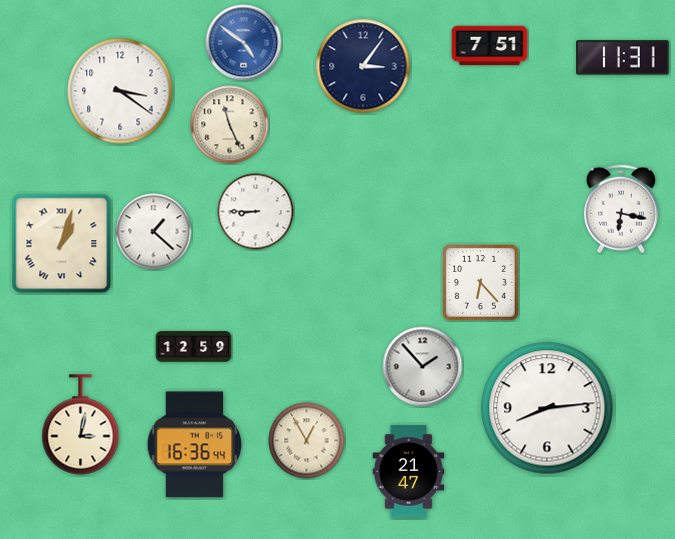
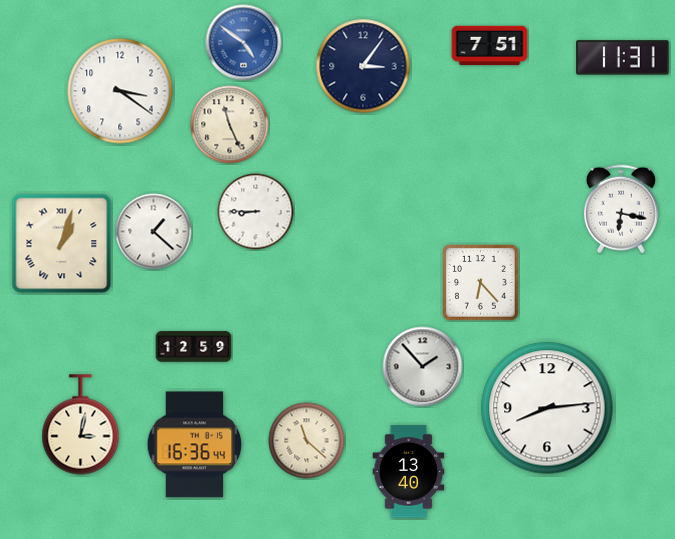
clock at (307, 441): 12:55 -> 11:22
clock at (409, 472): 21:47 -> 13:40
